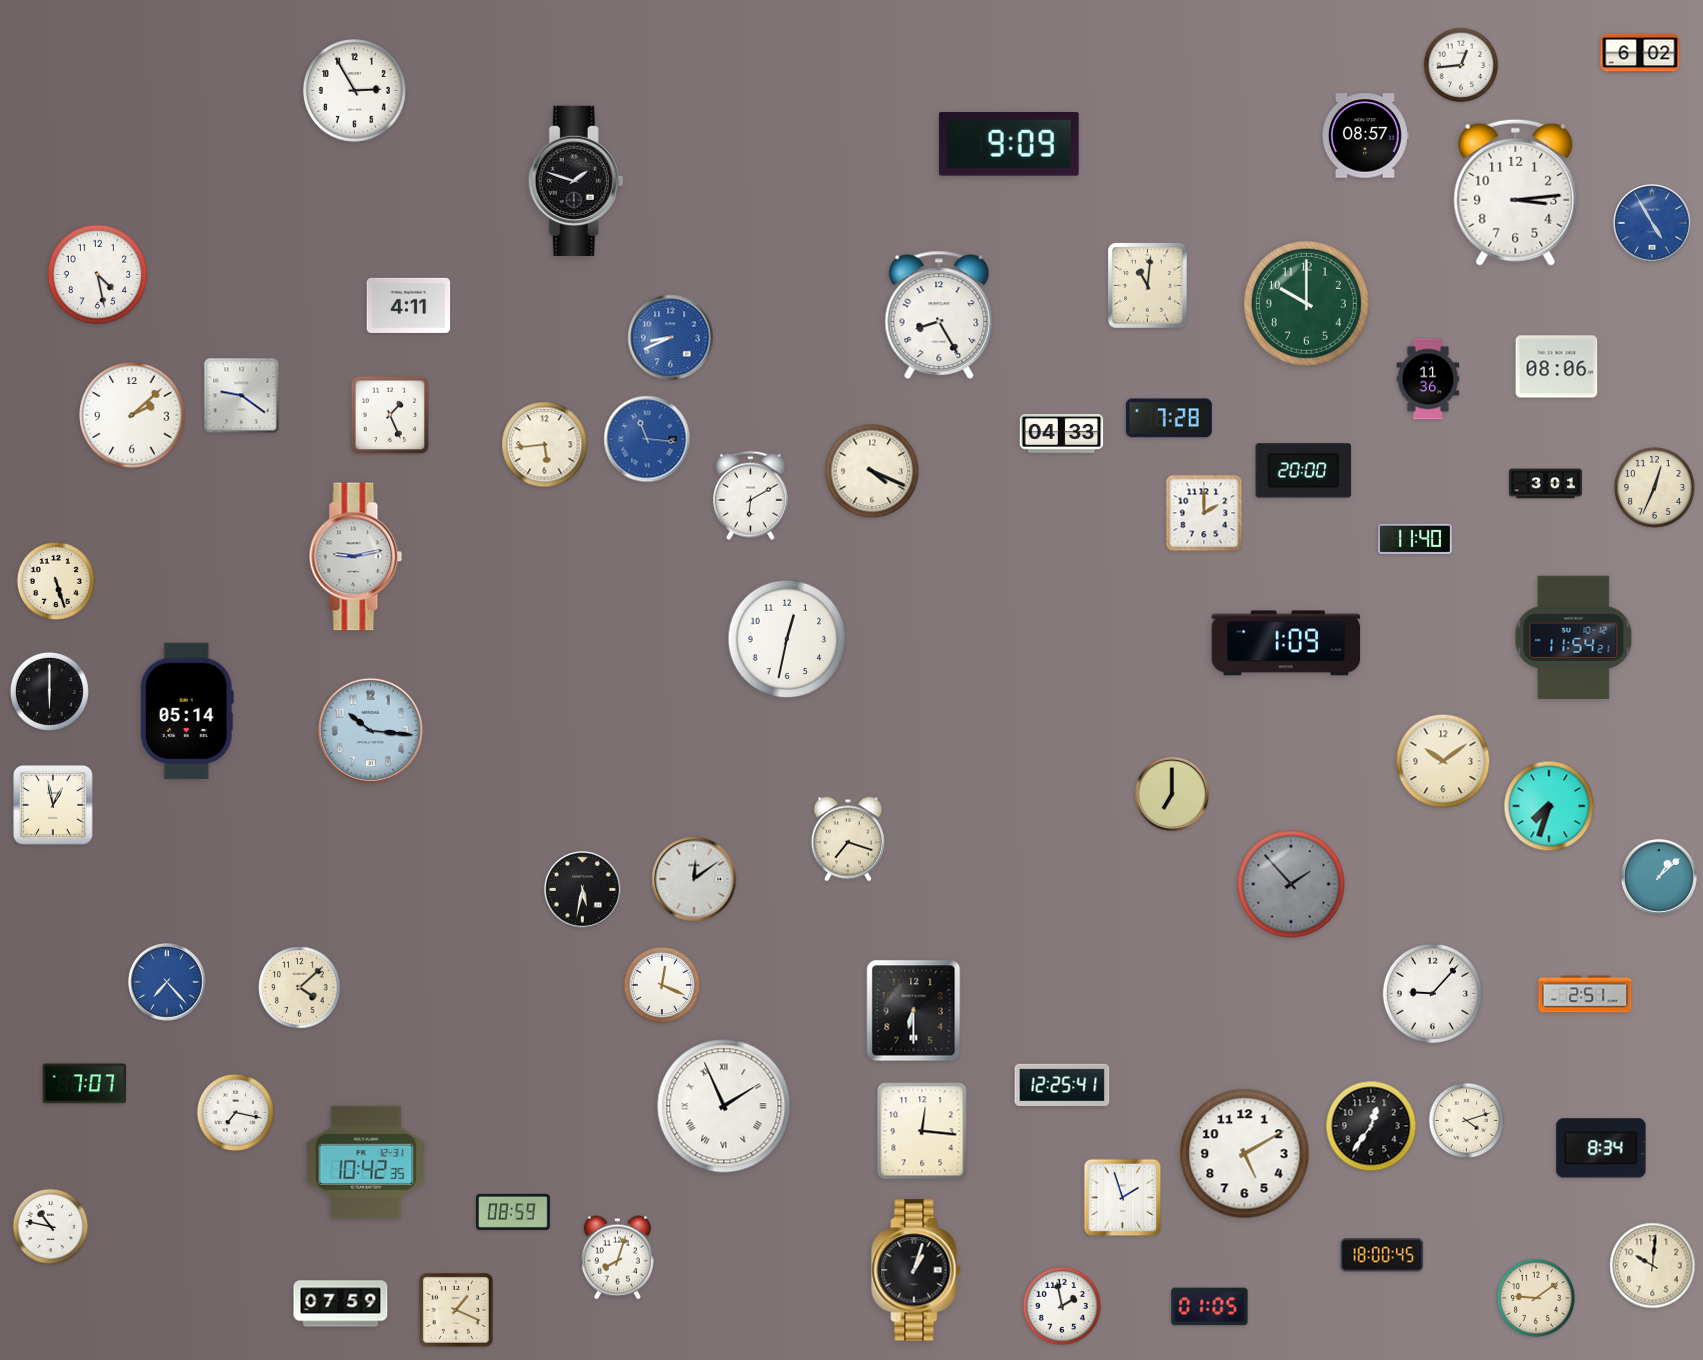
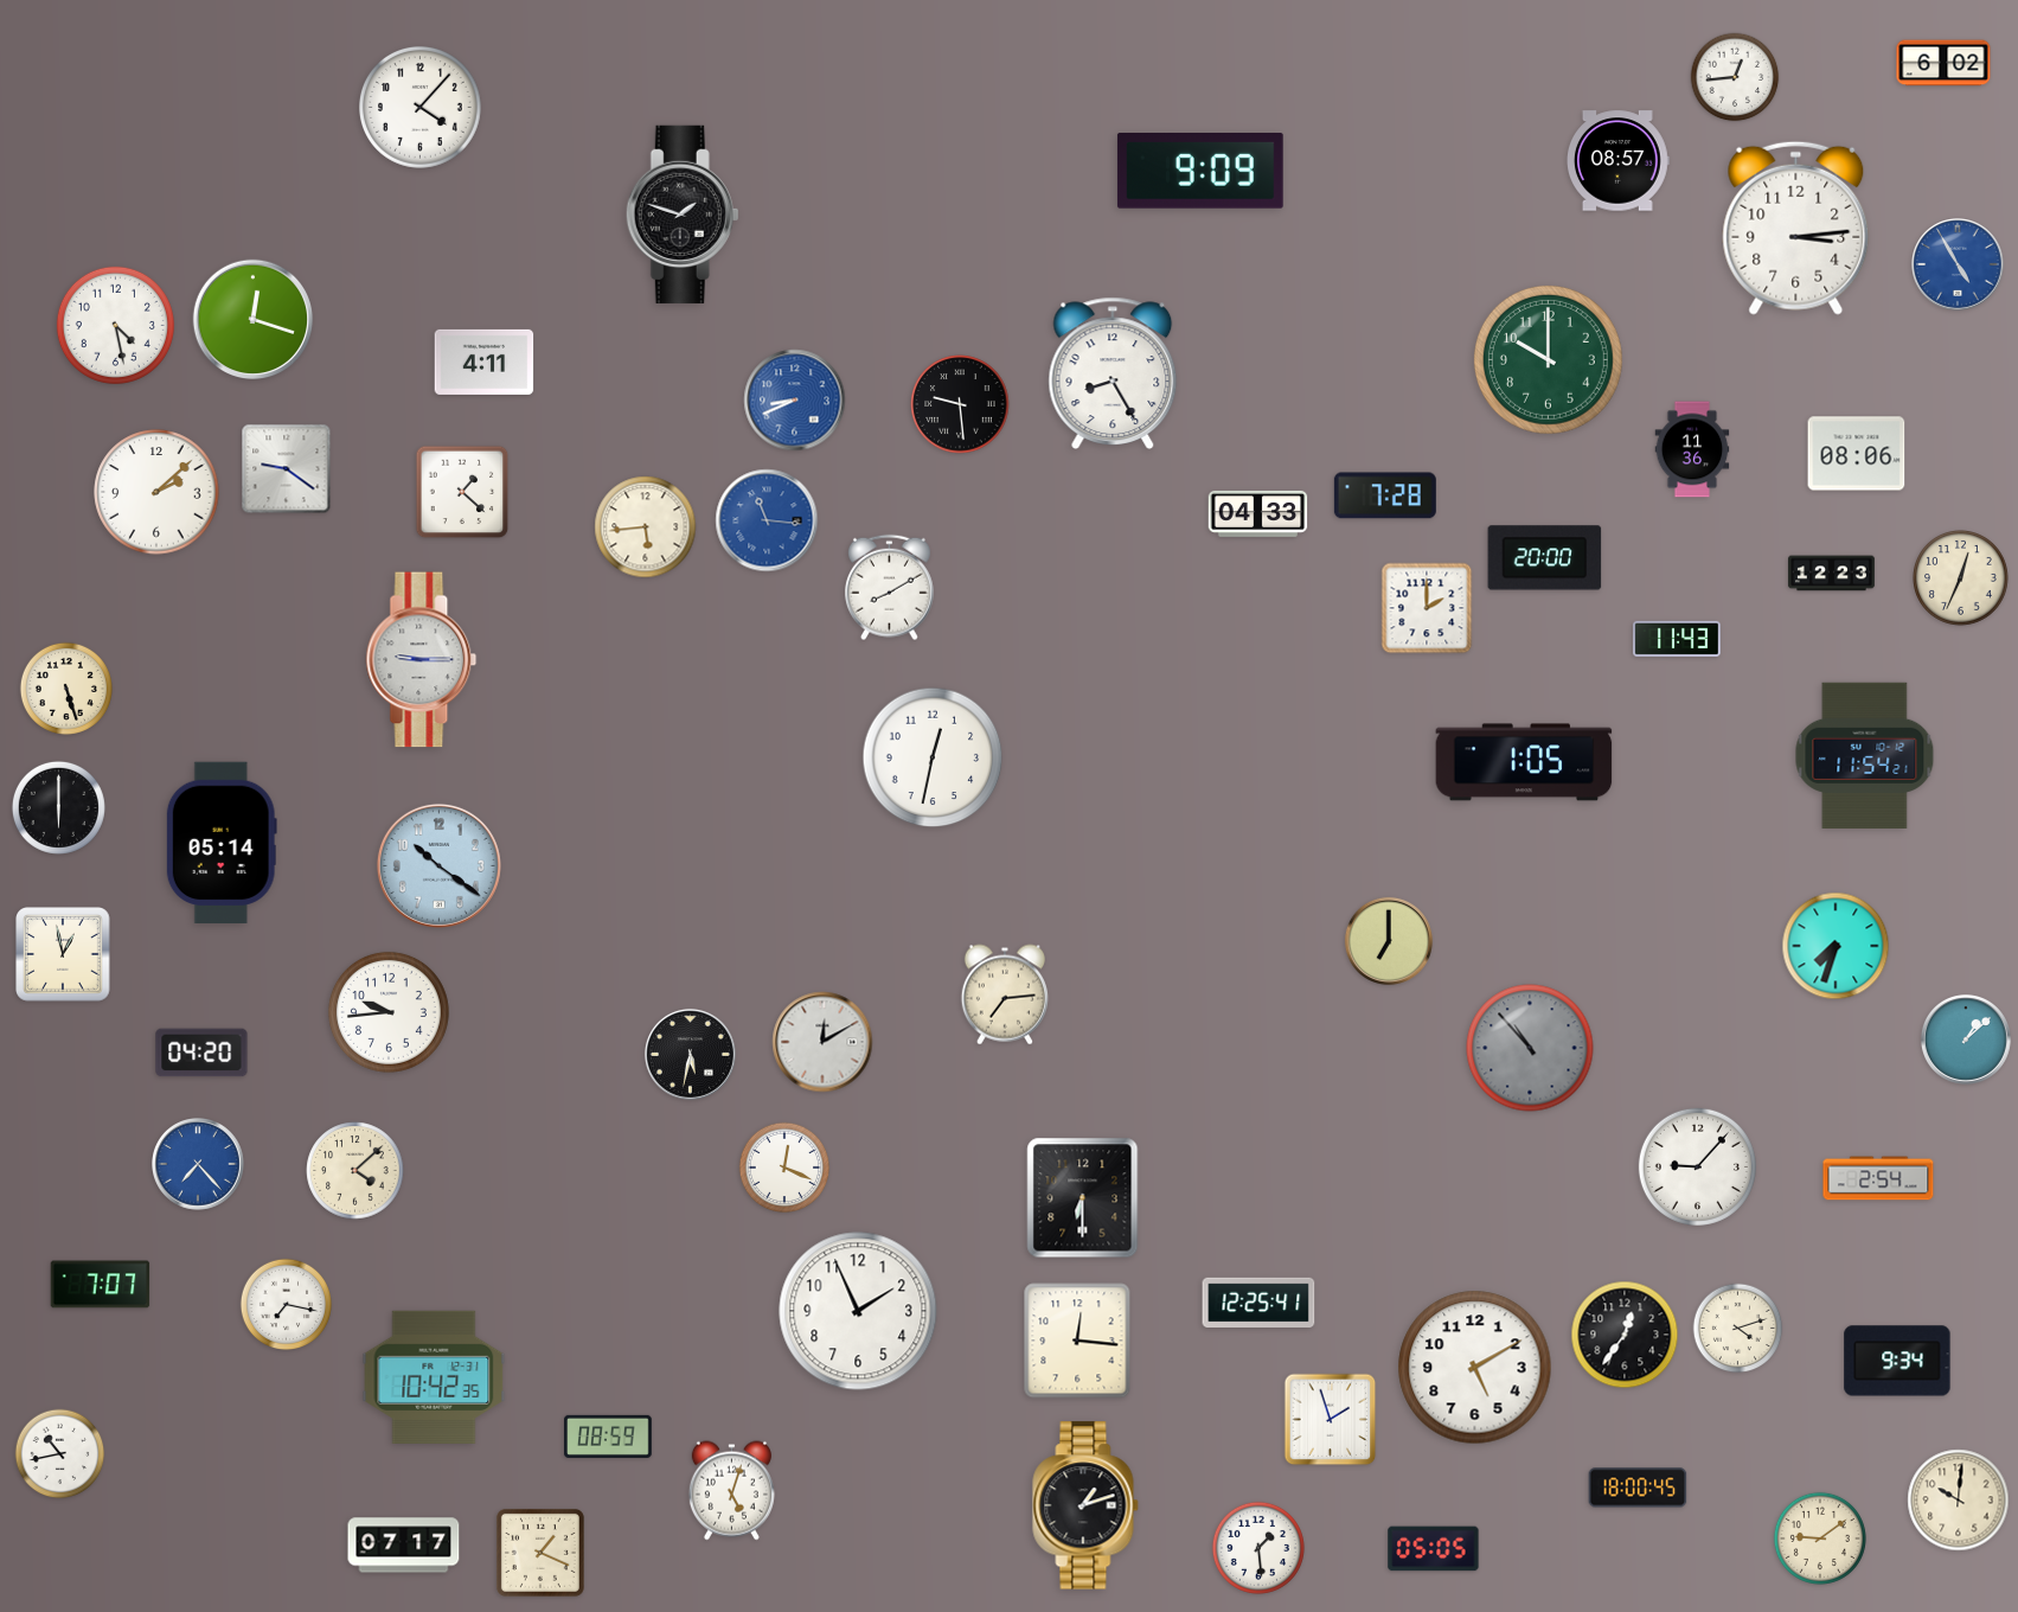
clock at (1461, 65) position: (1461, 65) -> (1735, 77)
clock at (355, 91): 2:55 -> 4:07
clock at (1009, 145) position: (1009, 145) -> (1200, 172)
clock at (252, 319): none -> 12:18
clock at (1148, 286): 11:01 -> none
clock at (960, 404): none -> 9:29
clock at (1557, 367) position: (1557, 367) -> (1857, 454)
clock at (390, 415): 1:26 -> 1:22
clock at (872, 471): 4:19 -> none
clock at (1545, 484): 3:01 -> 12:23
clock at (750, 496): 6:10 -> 8:10
clock at (1416, 539): 11:40 -> 11:43
clock at (356, 557): 9:13 -> 9:15
clock at (1286, 643): 1:09 -> 1:05
clock at (49, 691) position: (49, 691) -> (58, 807)
clock at (370, 730): 10:16 -> 10:21
clock at (1443, 761): 10:09 -> none
clock at (1549, 806) position: (1549, 806) -> (1836, 946)
clock at (848, 839): 7:18 -> 7:14
clock at (389, 1012): none -> 9:44
clock at (694, 879): 12:09 -> 12:10
clock at (1291, 884): 1:53 -> 10:53
clock at (201, 1053): none -> 04:20
clock at (1432, 993) position: (1432, 993) -> (1697, 1166)
clock at (1585, 994): 2:51 -> 2:54
clock at (1062, 1084) position: (1062, 1084) -> (1258, 1301)
clock at (724, 1106) numerals: Roman -> Arabic
clock at (235, 1112) position: (235, 1112) -> (286, 1304)
clock at (922, 1131) position: (922, 1131) -> (1077, 1341)
clock at (1601, 1148): 8:34 -> 9:34
clock at (51, 1227): 10:47 -> 10:43
clock at (617, 1258): 8:03 -> 5:03
clock at (916, 1270): 1:03 -> 1:12
clock at (341, 1304): 07:59 -> 07:17
clock at (1062, 1306): 1:58 -> 1:29
clock at (1210, 1307): 01:05 -> 05:05
